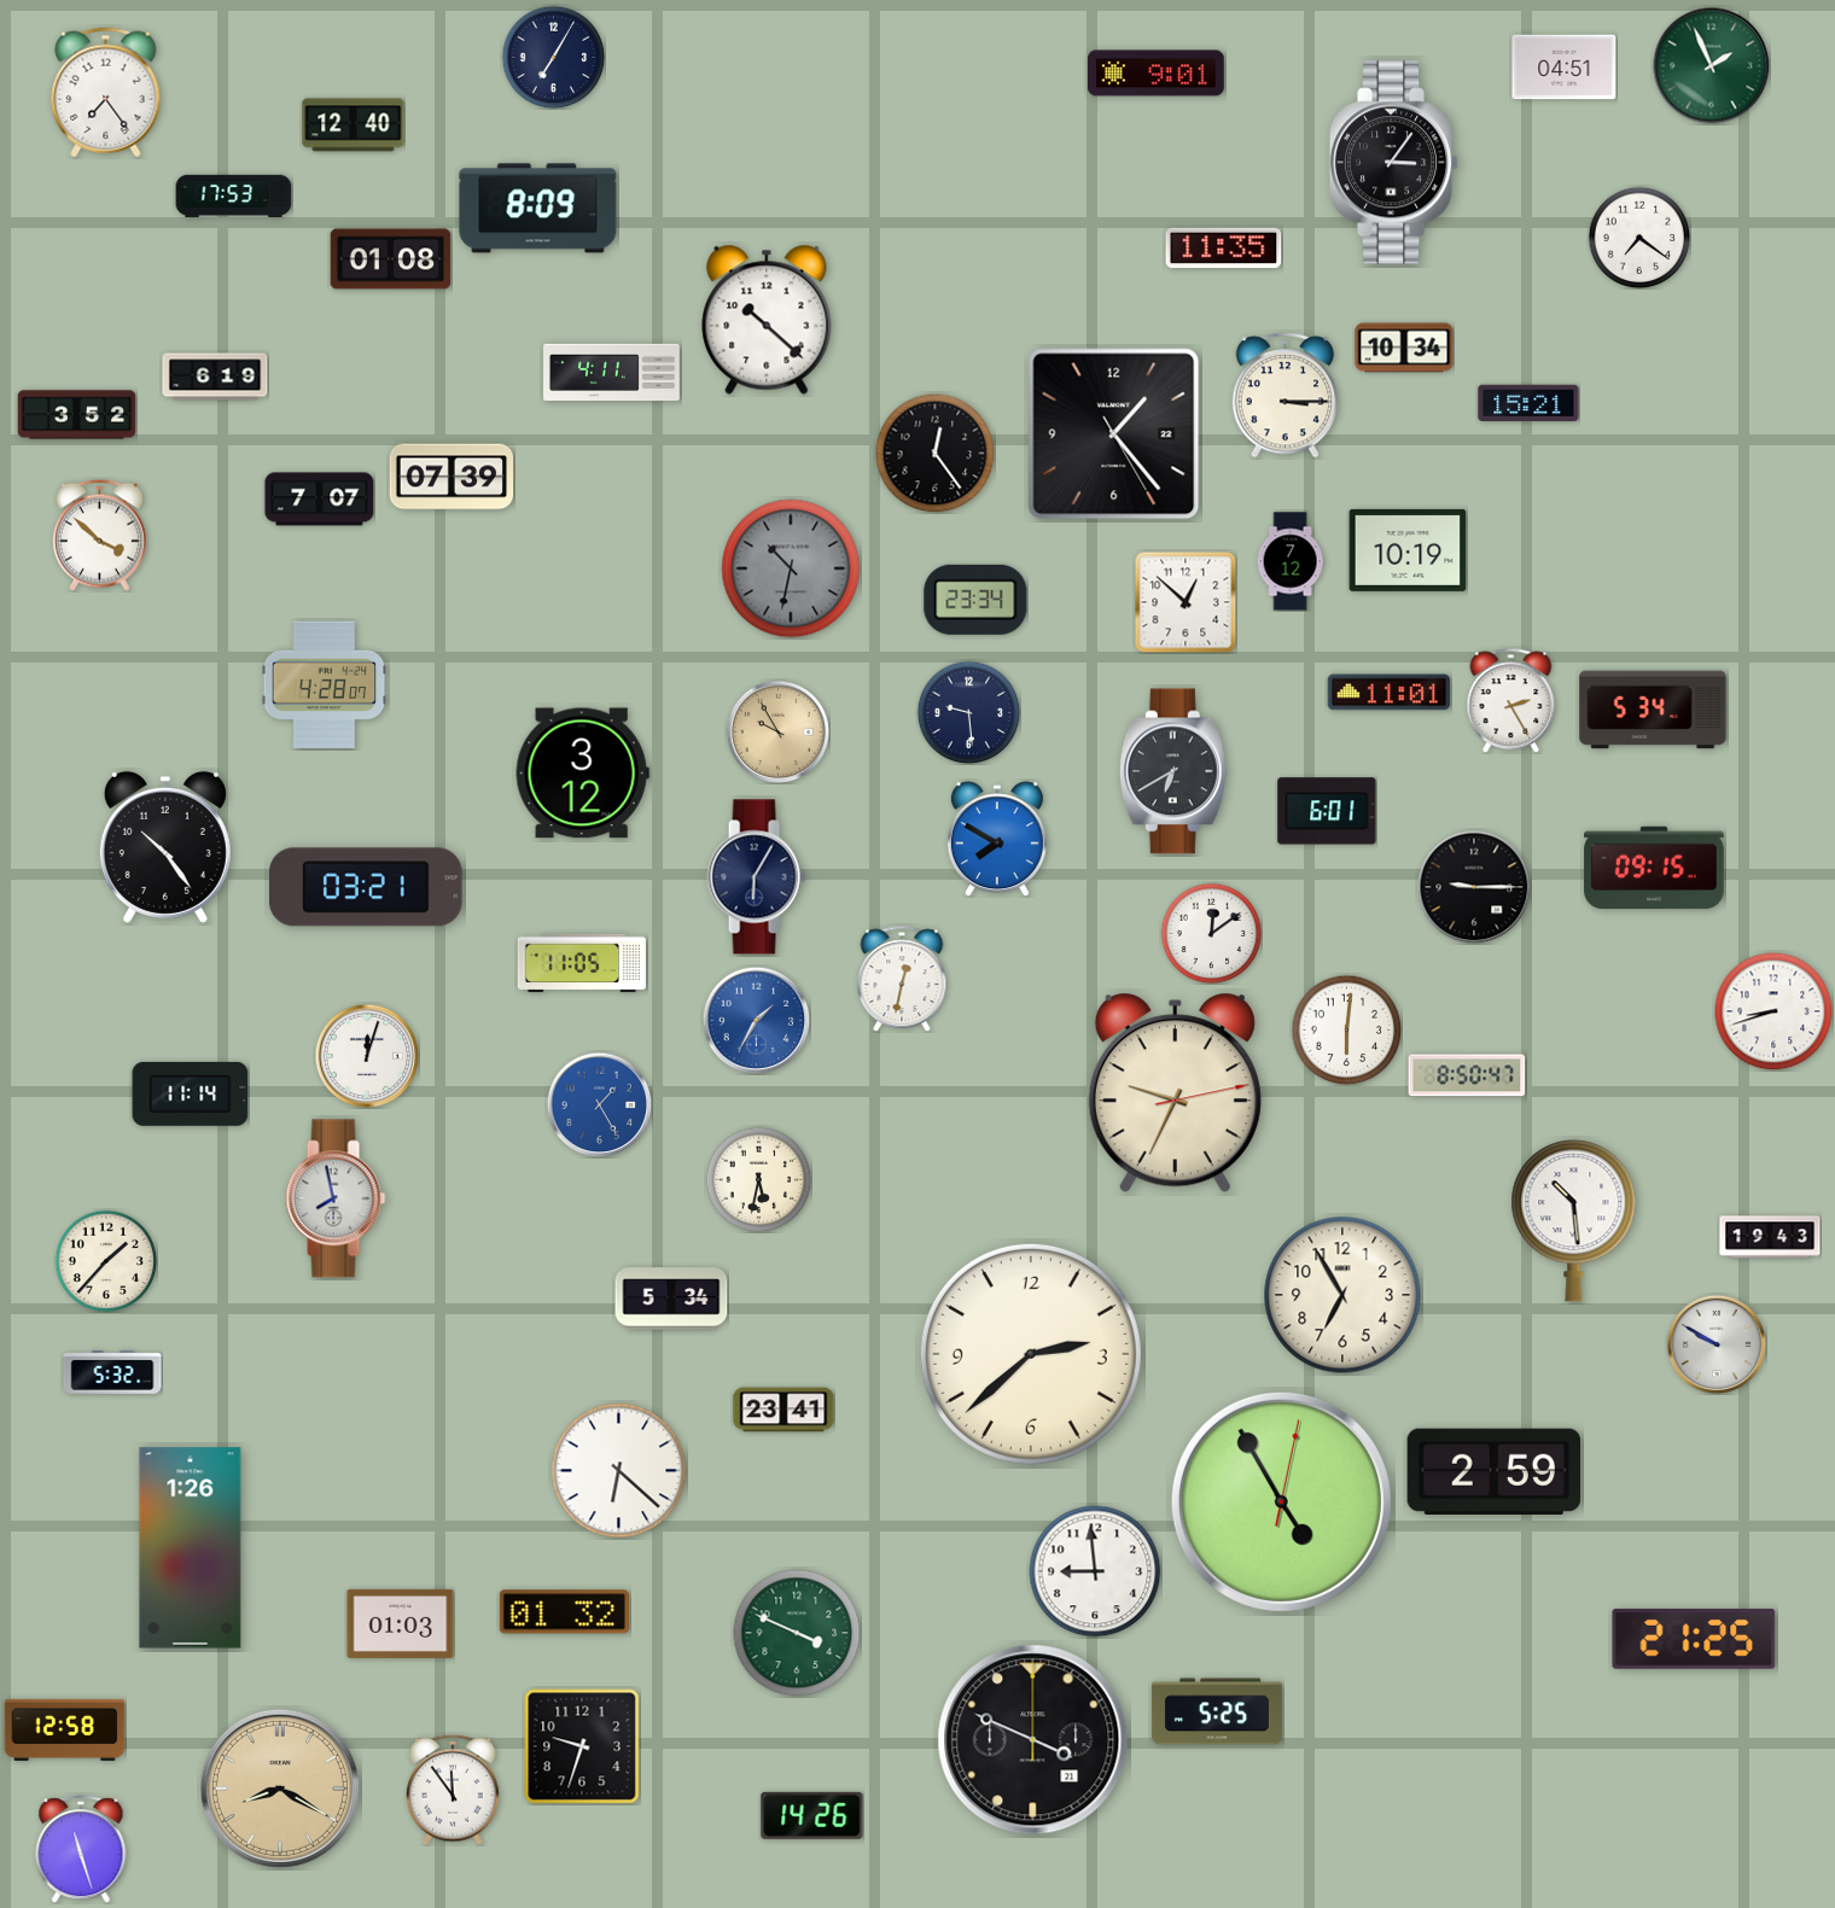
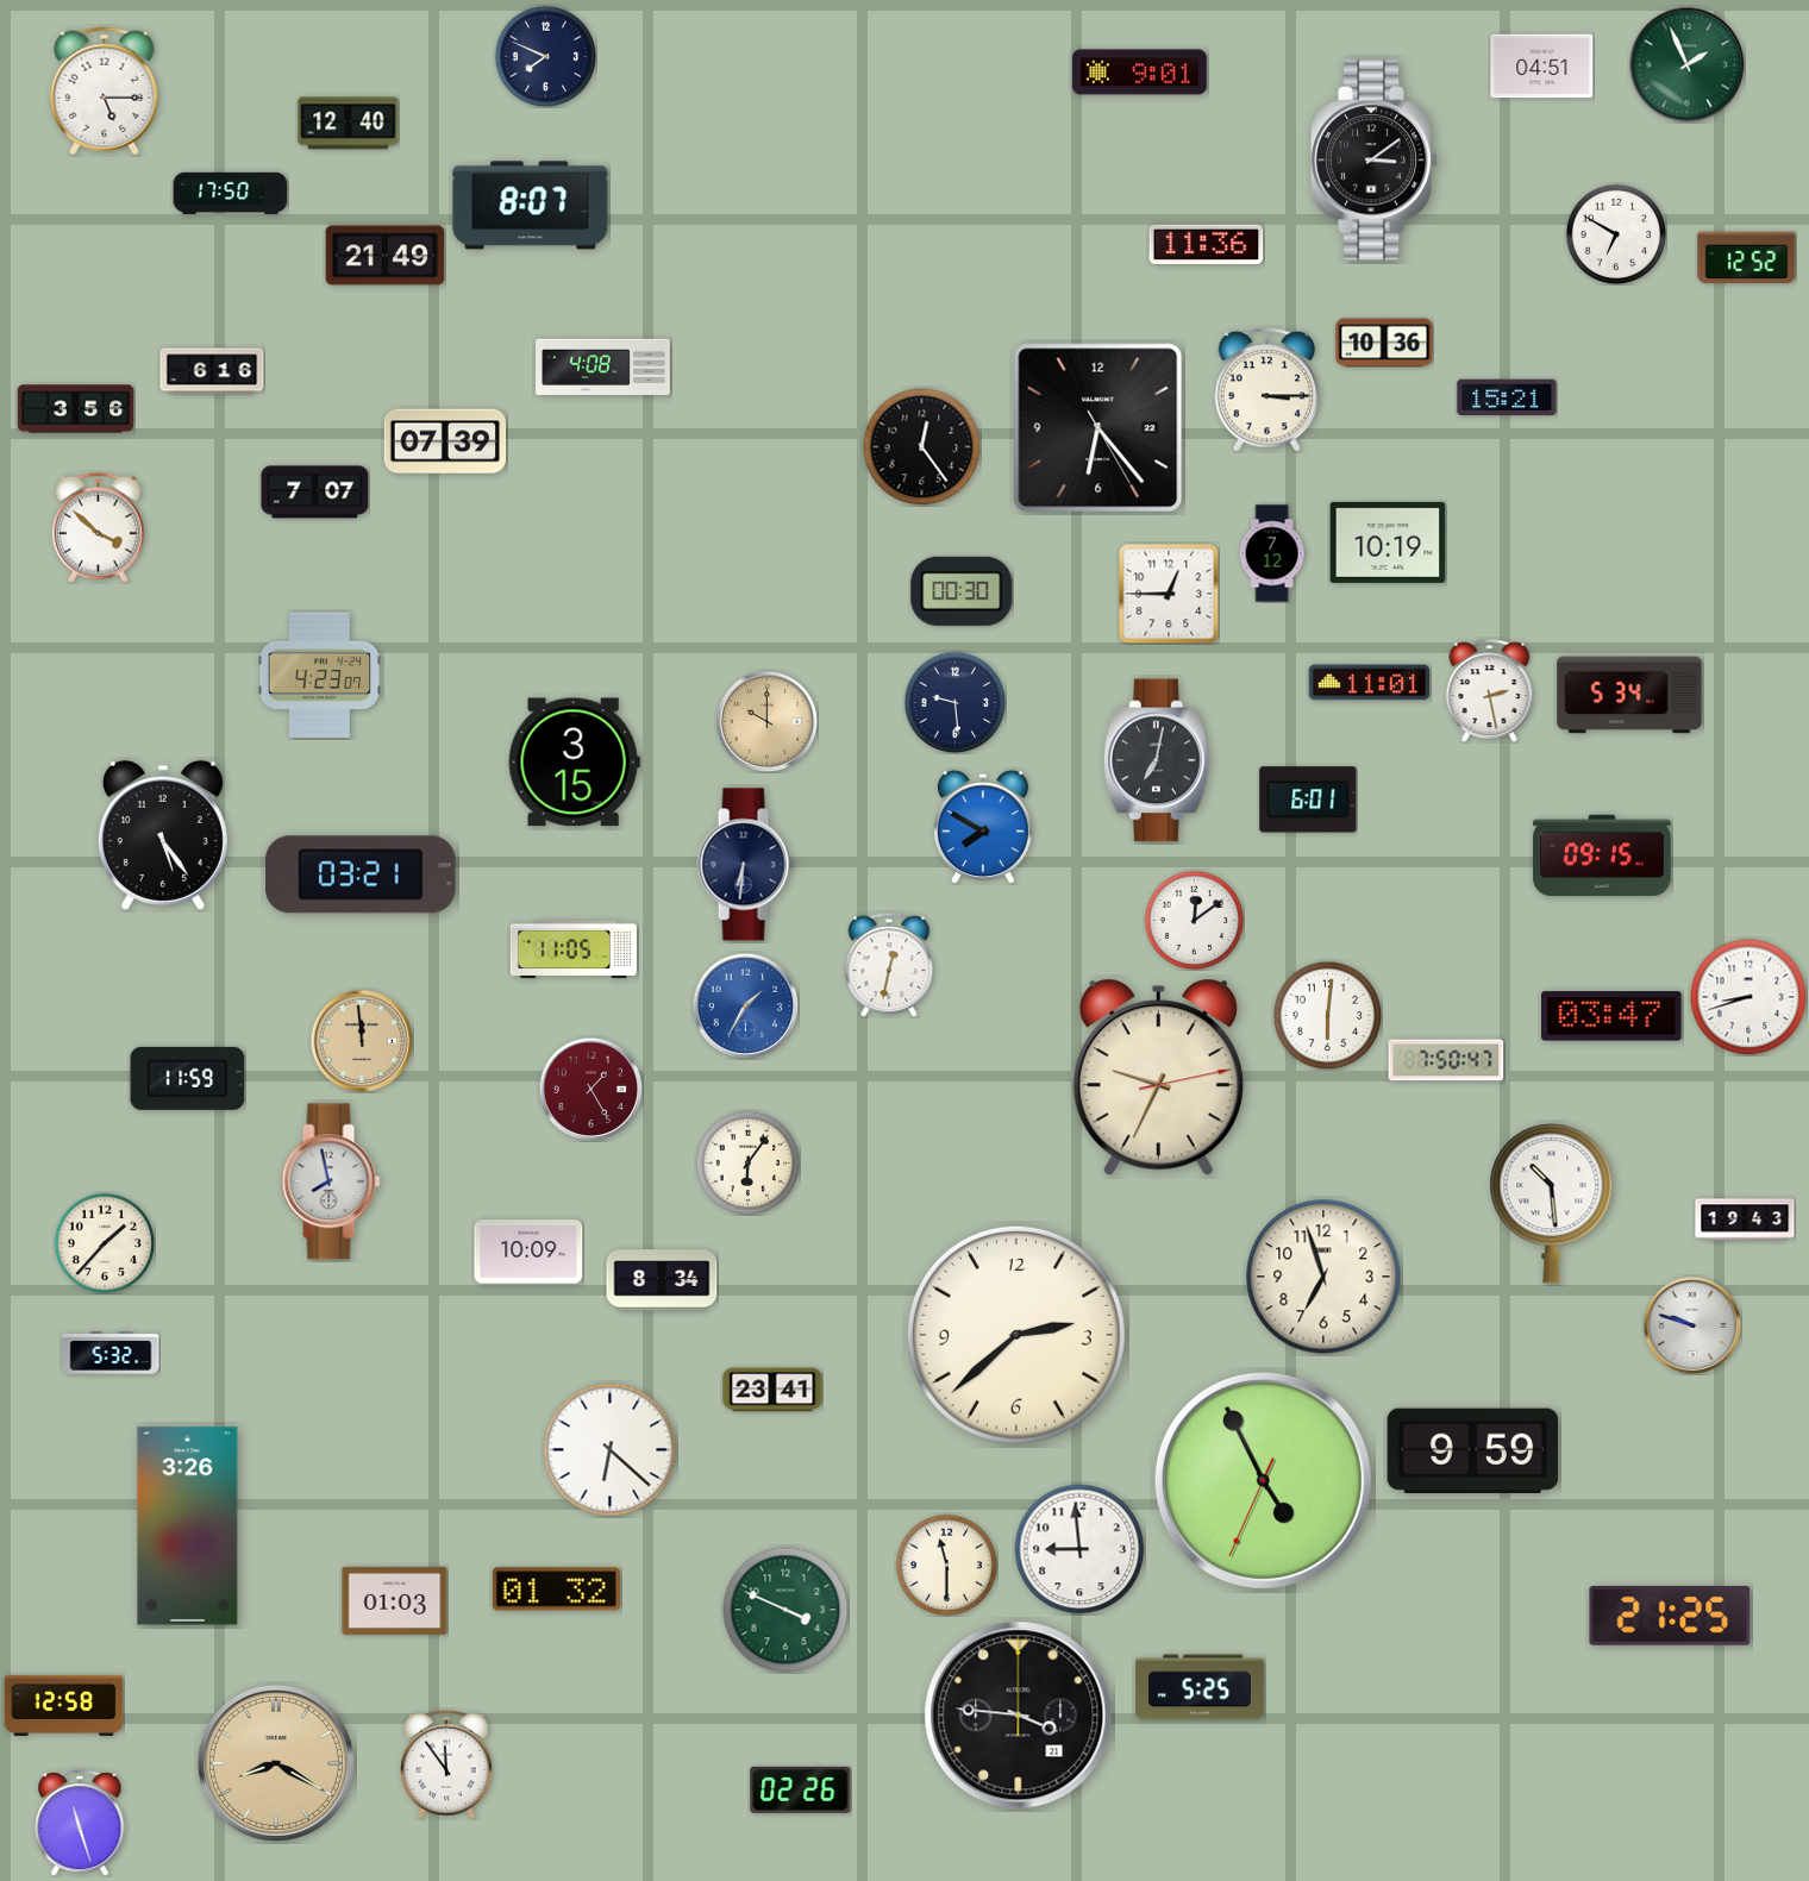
clock at (553, 57): 7:05 -> 7:49
clock at (106, 93): 7:24 -> 5:15
clock at (1394, 163): 3:06 -> 3:09
clock at (234, 196): 17:53 -> 17:50
clock at (538, 209): 8:09 -> 8:07
clock at (1639, 238): 7:21 -> 6:50
clock at (1224, 249): 11:35 -> 11:36
clock at (391, 259): 01:08 -> 21:49
clock at (1747, 258): none -> 12:52
clock at (767, 320): 10:22 -> none
clock at (1404, 348): 10:34 -> 10:36
clock at (612, 372): 4:11 -> 4:08
clock at (215, 377): 6:19 -> 6:16
clock at (77, 415): 3:52 -> 3:56
clock at (1114, 434): 1:23 -> 6:23
clock at (452, 477) position: (452, 477) -> (445, 441)
clock at (791, 568): 10:32 -> none
clock at (975, 600): 23:34 -> 00:30
clock at (1186, 602): 12:52 -> 12:45
clock at (325, 684): 4:28 -> 4:23
clock at (1511, 700): 2:25 -> 2:28
clock at (1653, 710) position: (1653, 710) -> (1629, 695)
clock at (777, 731): 9:55 -> 10:00
clock at (1173, 771): 6:40 -> 7:02
clock at (582, 774): 3:12 -> 3:15
clock at (165, 847): 10:24 -> 5:24
clock at (1654, 868) position: (1654, 868) -> (1602, 855)
clock at (756, 877): 6:05 -> 6:31
clock at (1474, 887): 9:15 -> none
clock at (1611, 1016): none -> 03:47
clock at (367, 1056): 12:03 -> 11:59
clock at (367, 1056) dial: white -> champagne
clock at (1467, 1075): 8:50 -> 7:50
clock at (191, 1093): 11:14 -> 11:59
clock at (599, 1104) dial: blue -> burgundy
clock at (758, 1179): 5:32 -> 6:06
clock at (528, 1252): none -> 10:09
clock at (1342, 1295): 6:55 -> 6:57
clock at (671, 1299): 5:34 -> 8:34
clock at (1717, 1344): 9:50 -> 9:48
clock at (1495, 1471): 2:59 -> 9:59
clock at (1281, 1501): 4:55:02 -> 4:55:34
clock at (191, 1548): 1:26 -> 3:26
clock at (946, 1565): none -> 11:30
clock at (1033, 1740): 3:49 -> 3:46
clock at (582, 1746): 9:33 -> none
clock at (812, 1815): 14:26 -> 02:26
